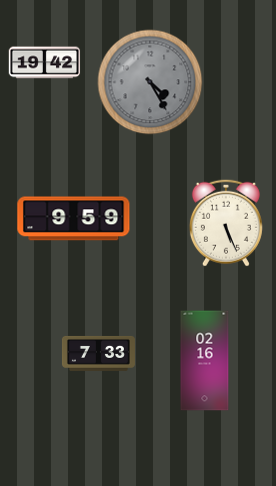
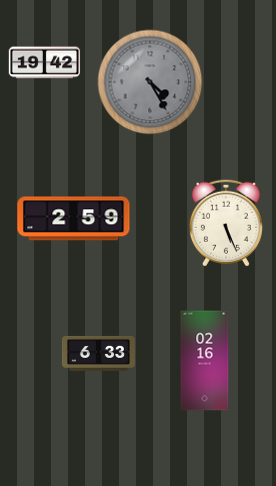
clock at (74, 219): 9:59 -> 2:59
clock at (98, 353): 7:33 -> 6:33
